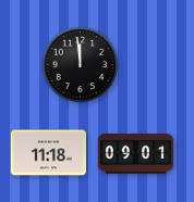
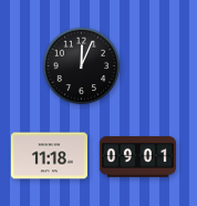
clock at (81, 65): 11:59 -> 12:04
